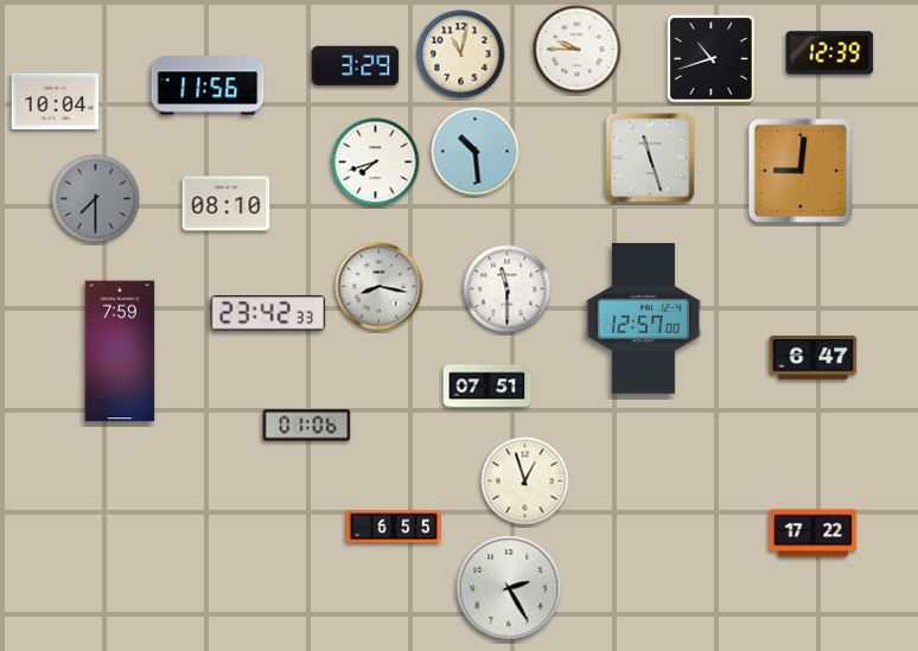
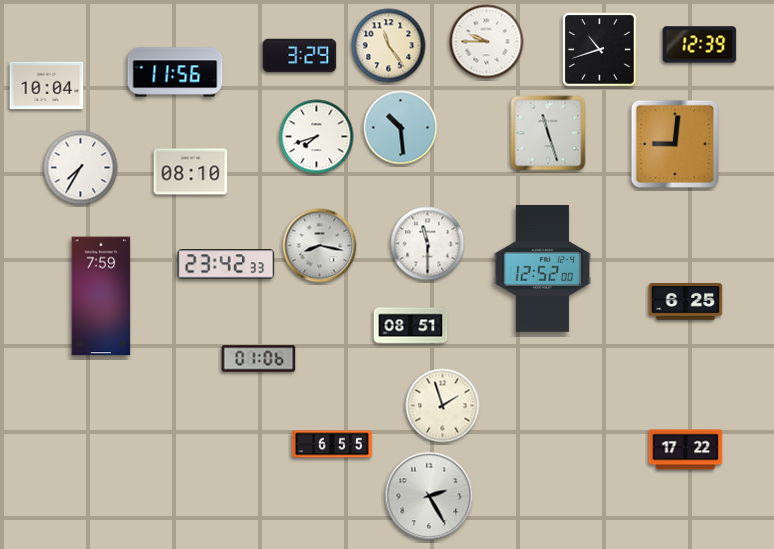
clock at (461, 55): 11:02 -> 11:24
clock at (96, 199): 7:30 -> 7:35
clock at (96, 199) dial: grey -> white
clock at (380, 287) position: (380, 287) -> (320, 246)
clock at (643, 318): 12:57 -> 12:52
clock at (814, 358): 6:47 -> 6:25
clock at (487, 387): 07:51 -> 08:51
clock at (525, 481): 12:57 -> 1:57
